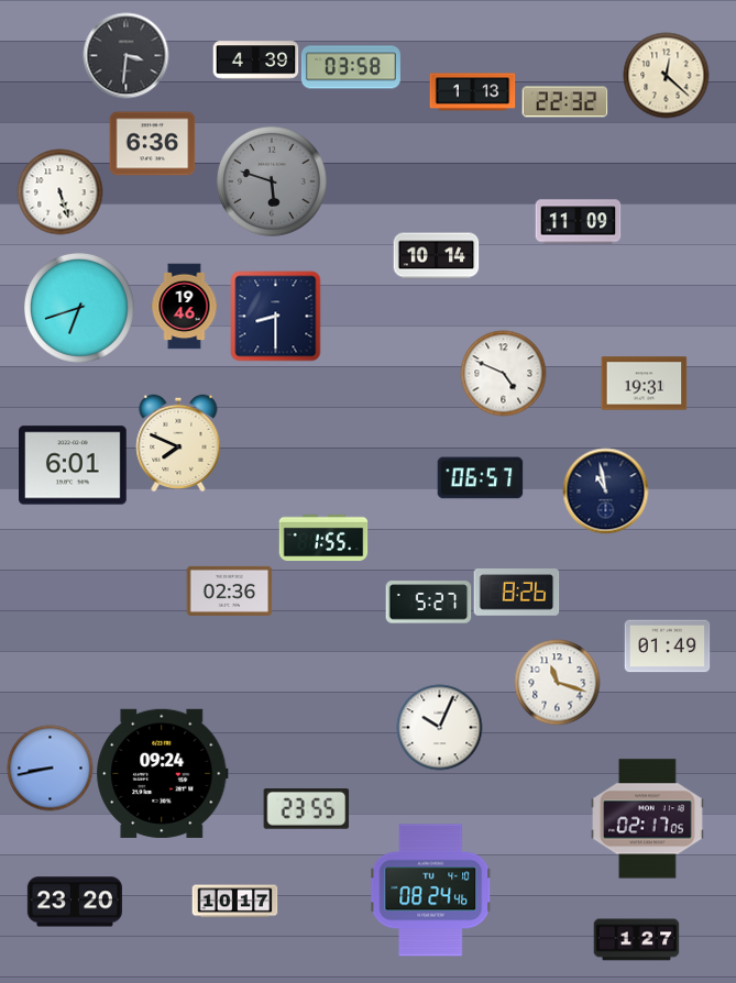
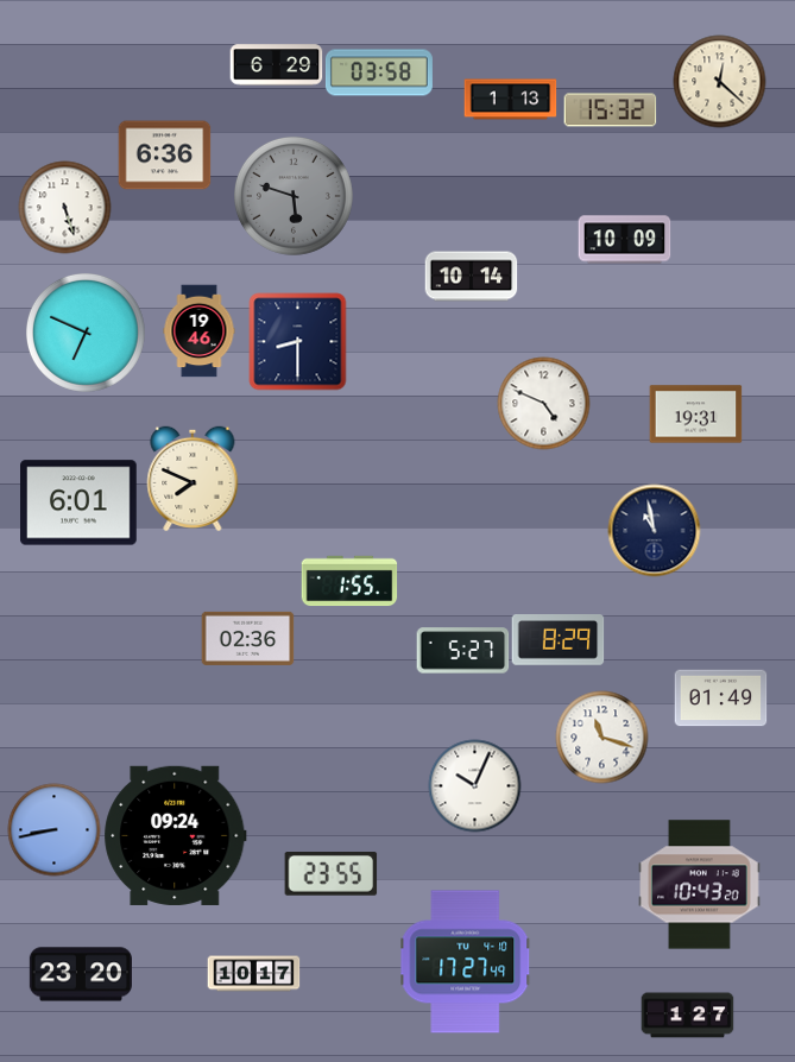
clock at (125, 55): 3:31 -> none
clock at (255, 60): 4:39 -> 6:29
clock at (564, 102): 22:32 -> 15:32
clock at (578, 222): 11:09 -> 10:09
clock at (79, 308): 6:42 -> 6:49
clock at (480, 478): 06:57 -> none
clock at (516, 593): 8:26 -> 8:29
clock at (648, 819): 02:17 -> 10:43
clock at (431, 891): 08:24 -> 17:27
